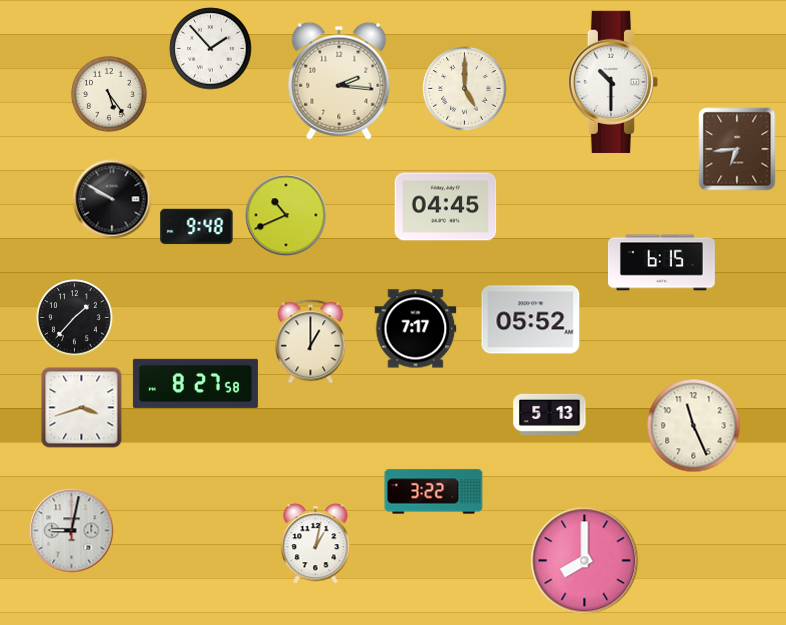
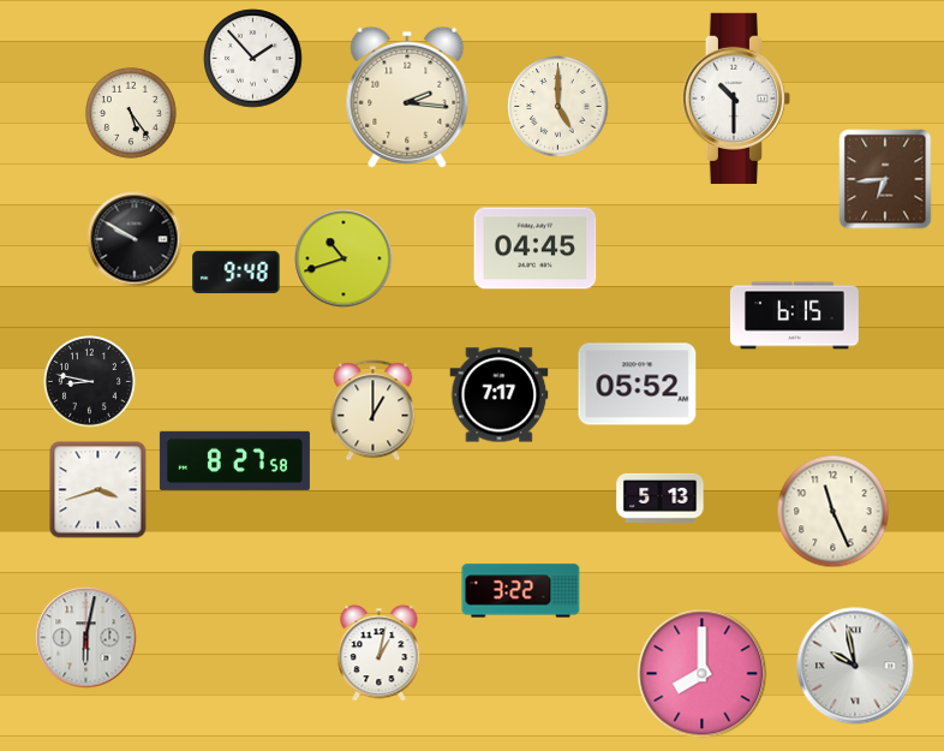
clock at (286, 215): 10:41 -> 10:42
clock at (75, 318): 1:37 -> 8:47
clock at (72, 531): 9:02 -> 6:02
clock at (855, 666): none -> 9:58
